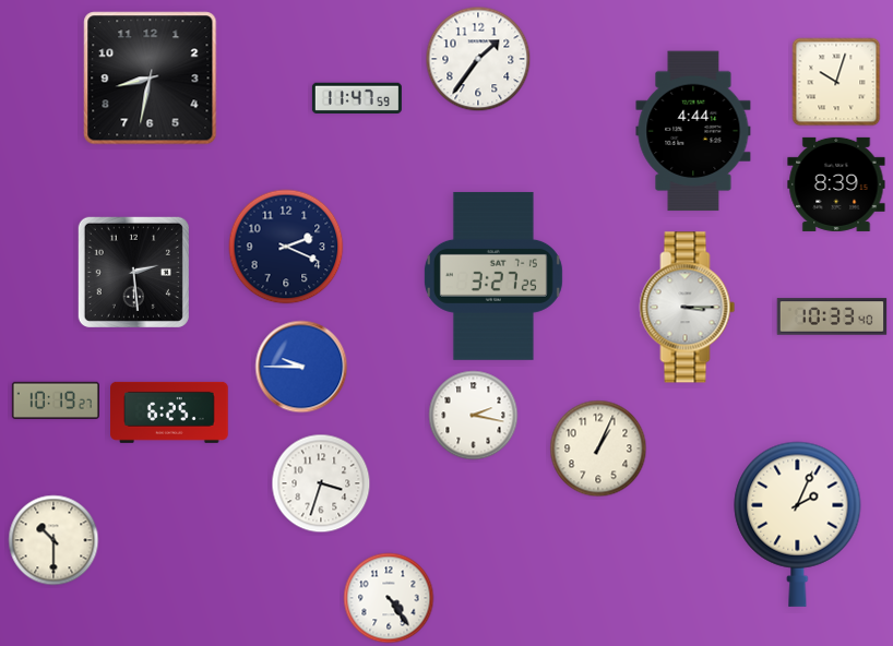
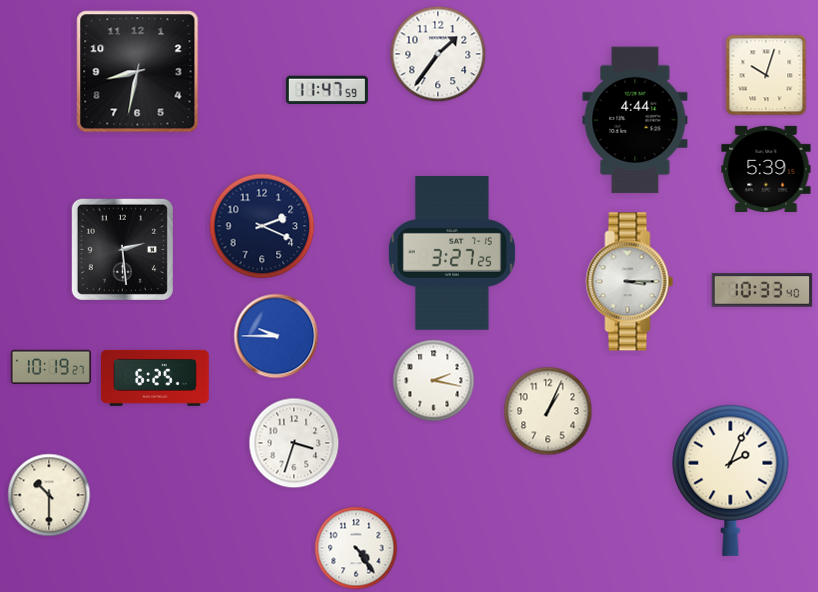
clock at (836, 184): 8:39 -> 5:39
